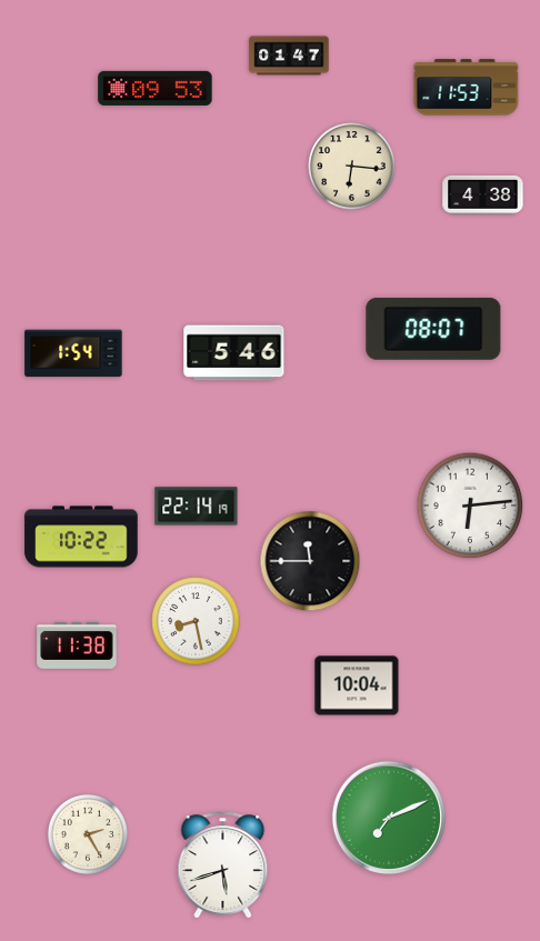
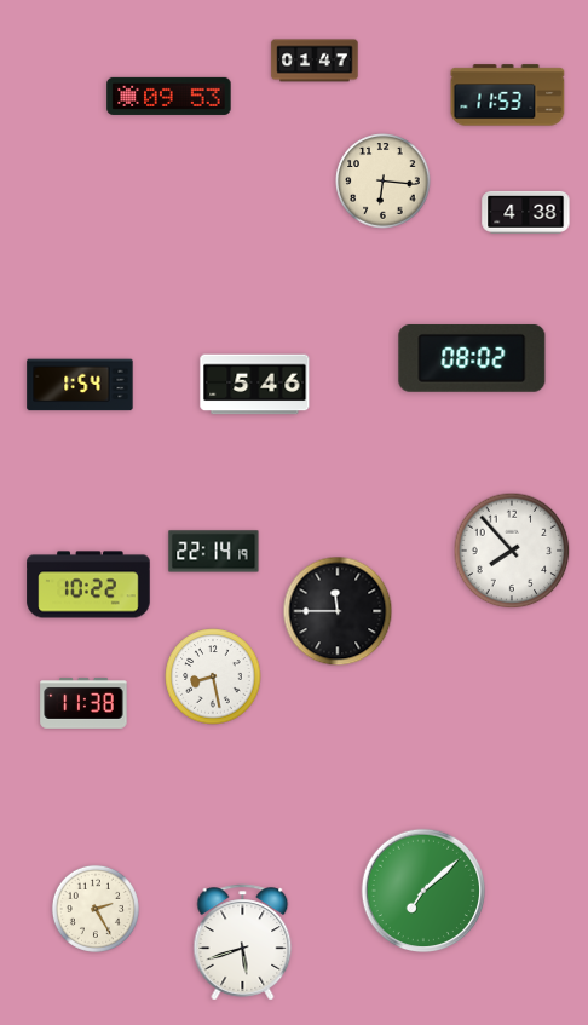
clock at (433, 329): 08:07 -> 08:02
clock at (470, 505): 6:14 -> 7:53
clock at (357, 685): 10:04 -> none
clock at (388, 817): 7:11 -> 7:08
